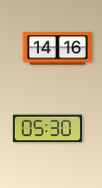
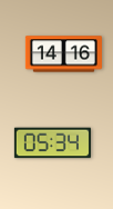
clock at (47, 129): 05:30 -> 05:34
